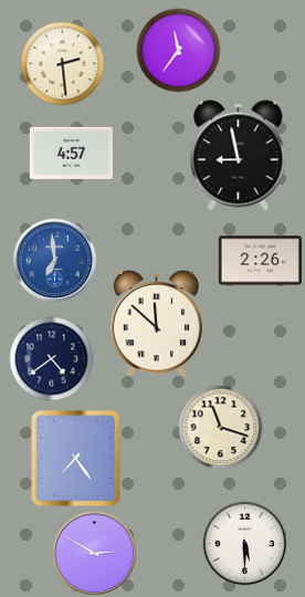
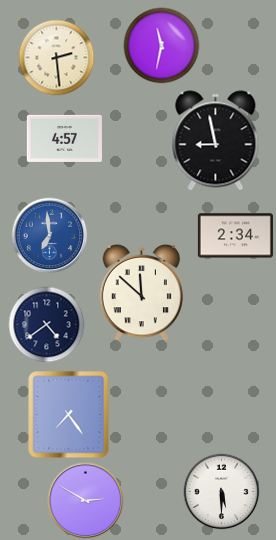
clock at (179, 51): 11:36 -> 11:32
clock at (260, 261): 2:26 -> 2:34
clock at (221, 428): 11:18 -> none
